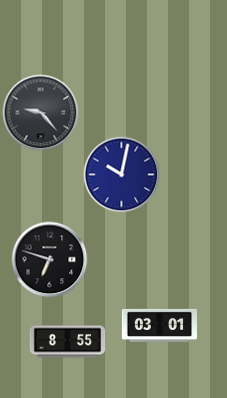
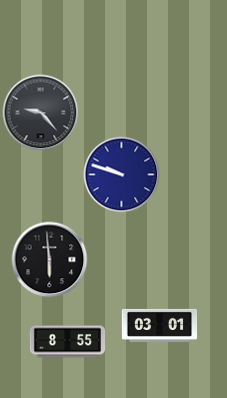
clock at (122, 175): 10:02 -> 9:48
clock at (50, 260): 6:48 -> 5:59
